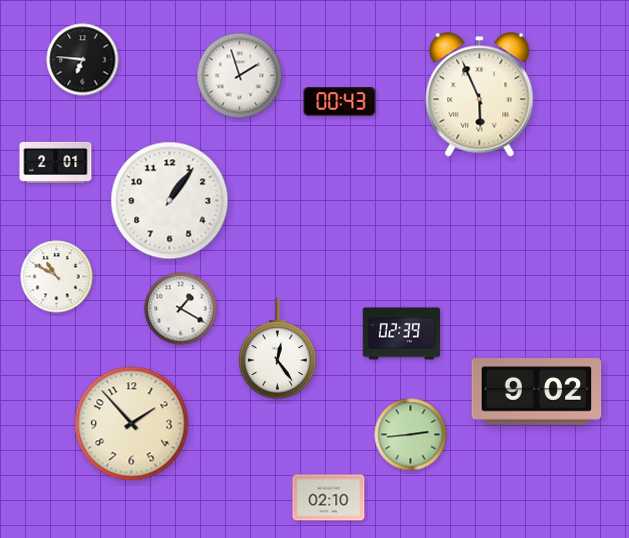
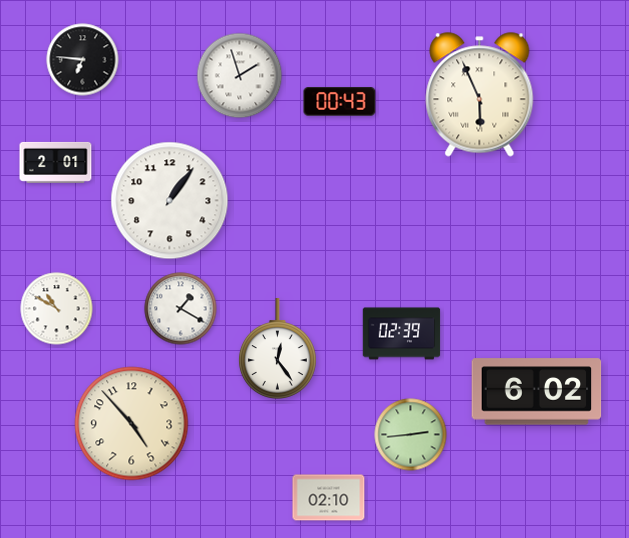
clock at (57, 277) position: (57, 277) -> (57, 309)
clock at (537, 392): 9:02 -> 6:02
clock at (132, 424): 1:53 -> 4:53
